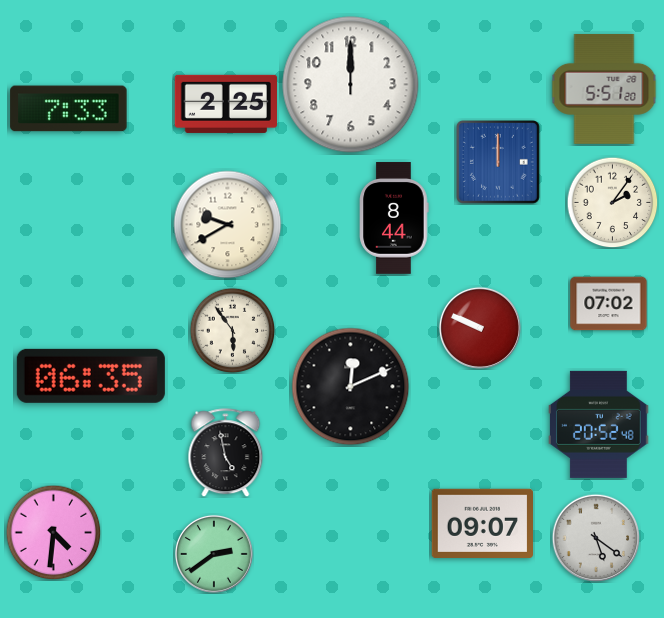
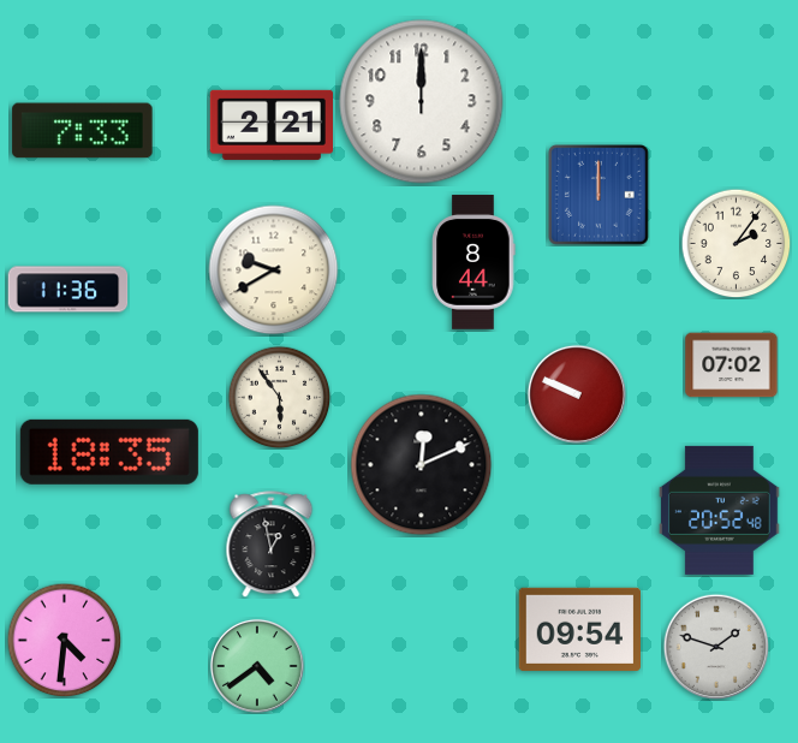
clock at (604, 89): 5:51 -> none
clock at (225, 104): 2:25 -> 2:21
clock at (69, 290): none -> 11:36
clock at (91, 376): 06:35 -> 18:35
clock at (226, 453): 4:58 -> 12:58
clock at (482, 523): 09:07 -> 09:54
clock at (596, 538): 5:21 -> 1:48
clock at (214, 554): 2:39 -> 4:39
